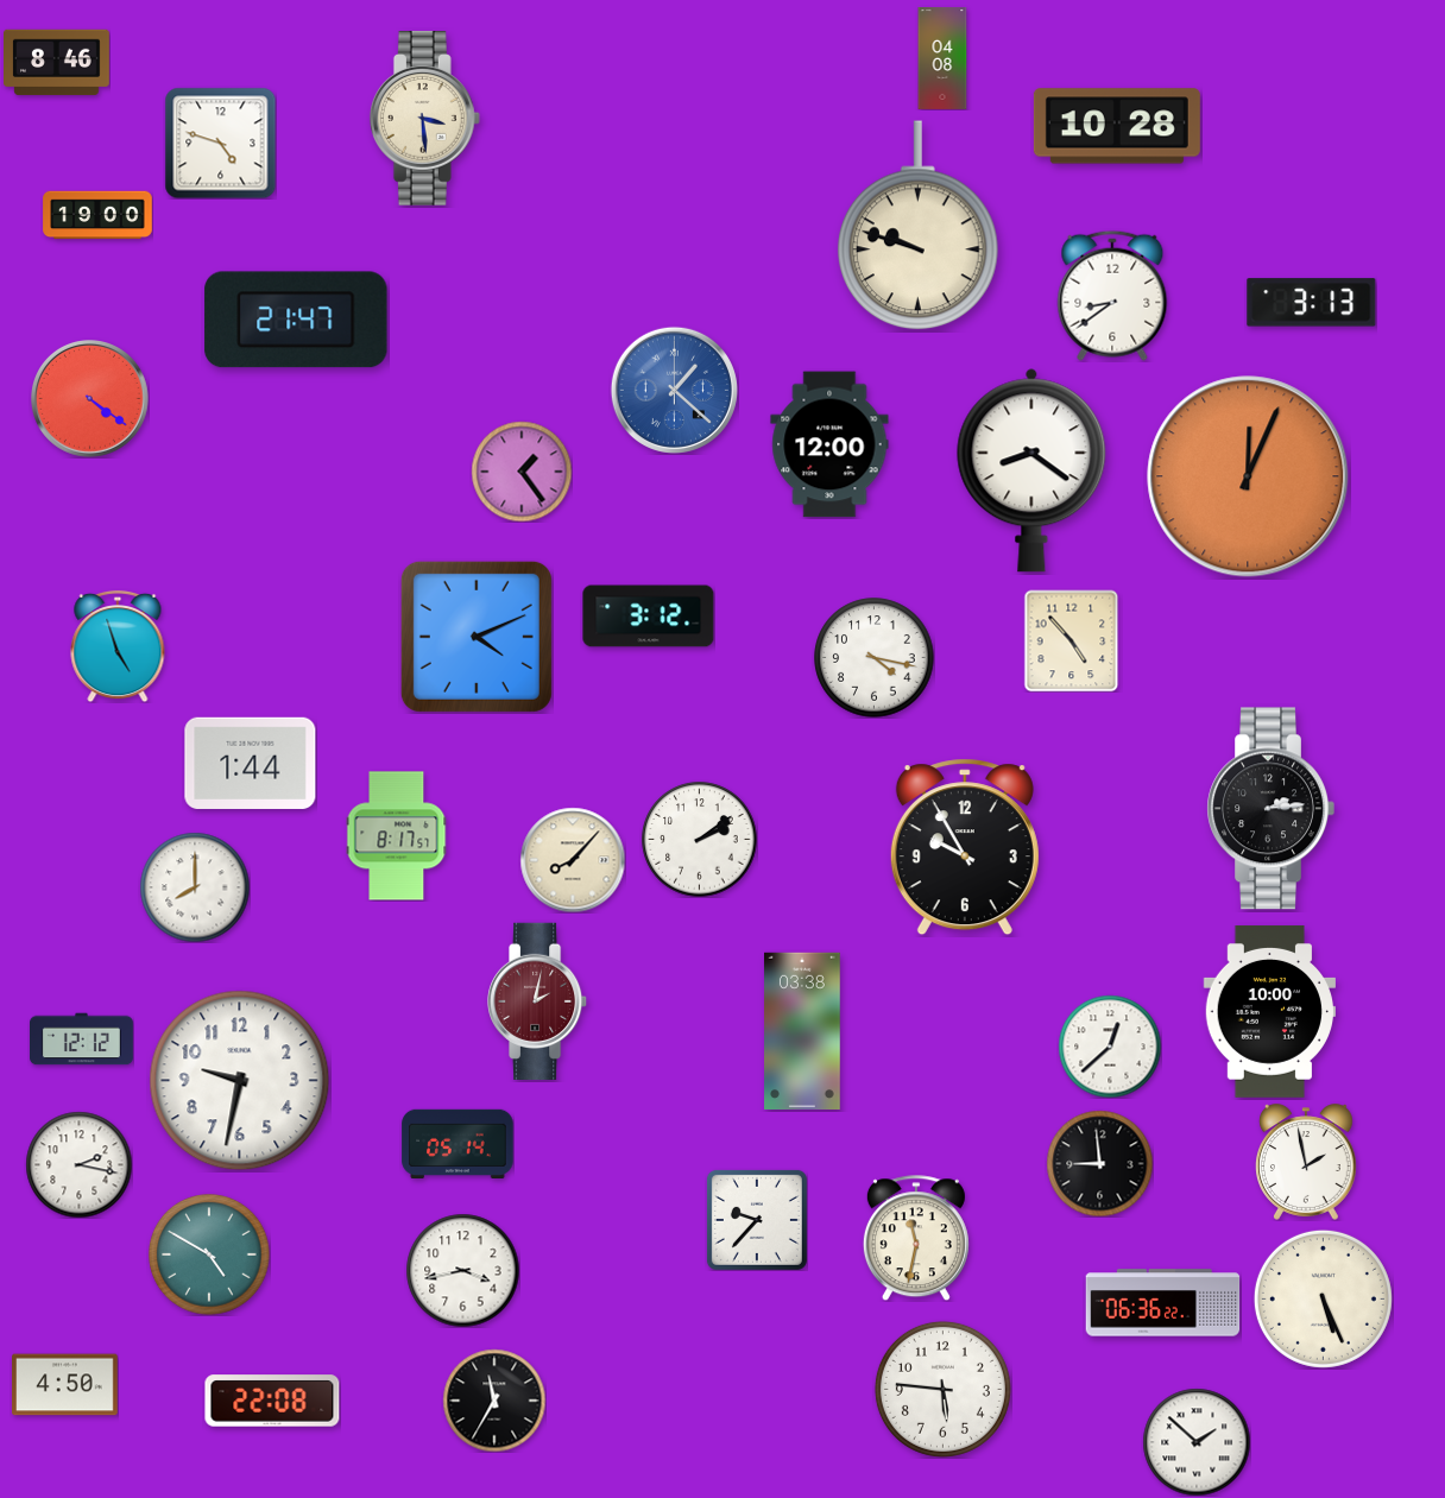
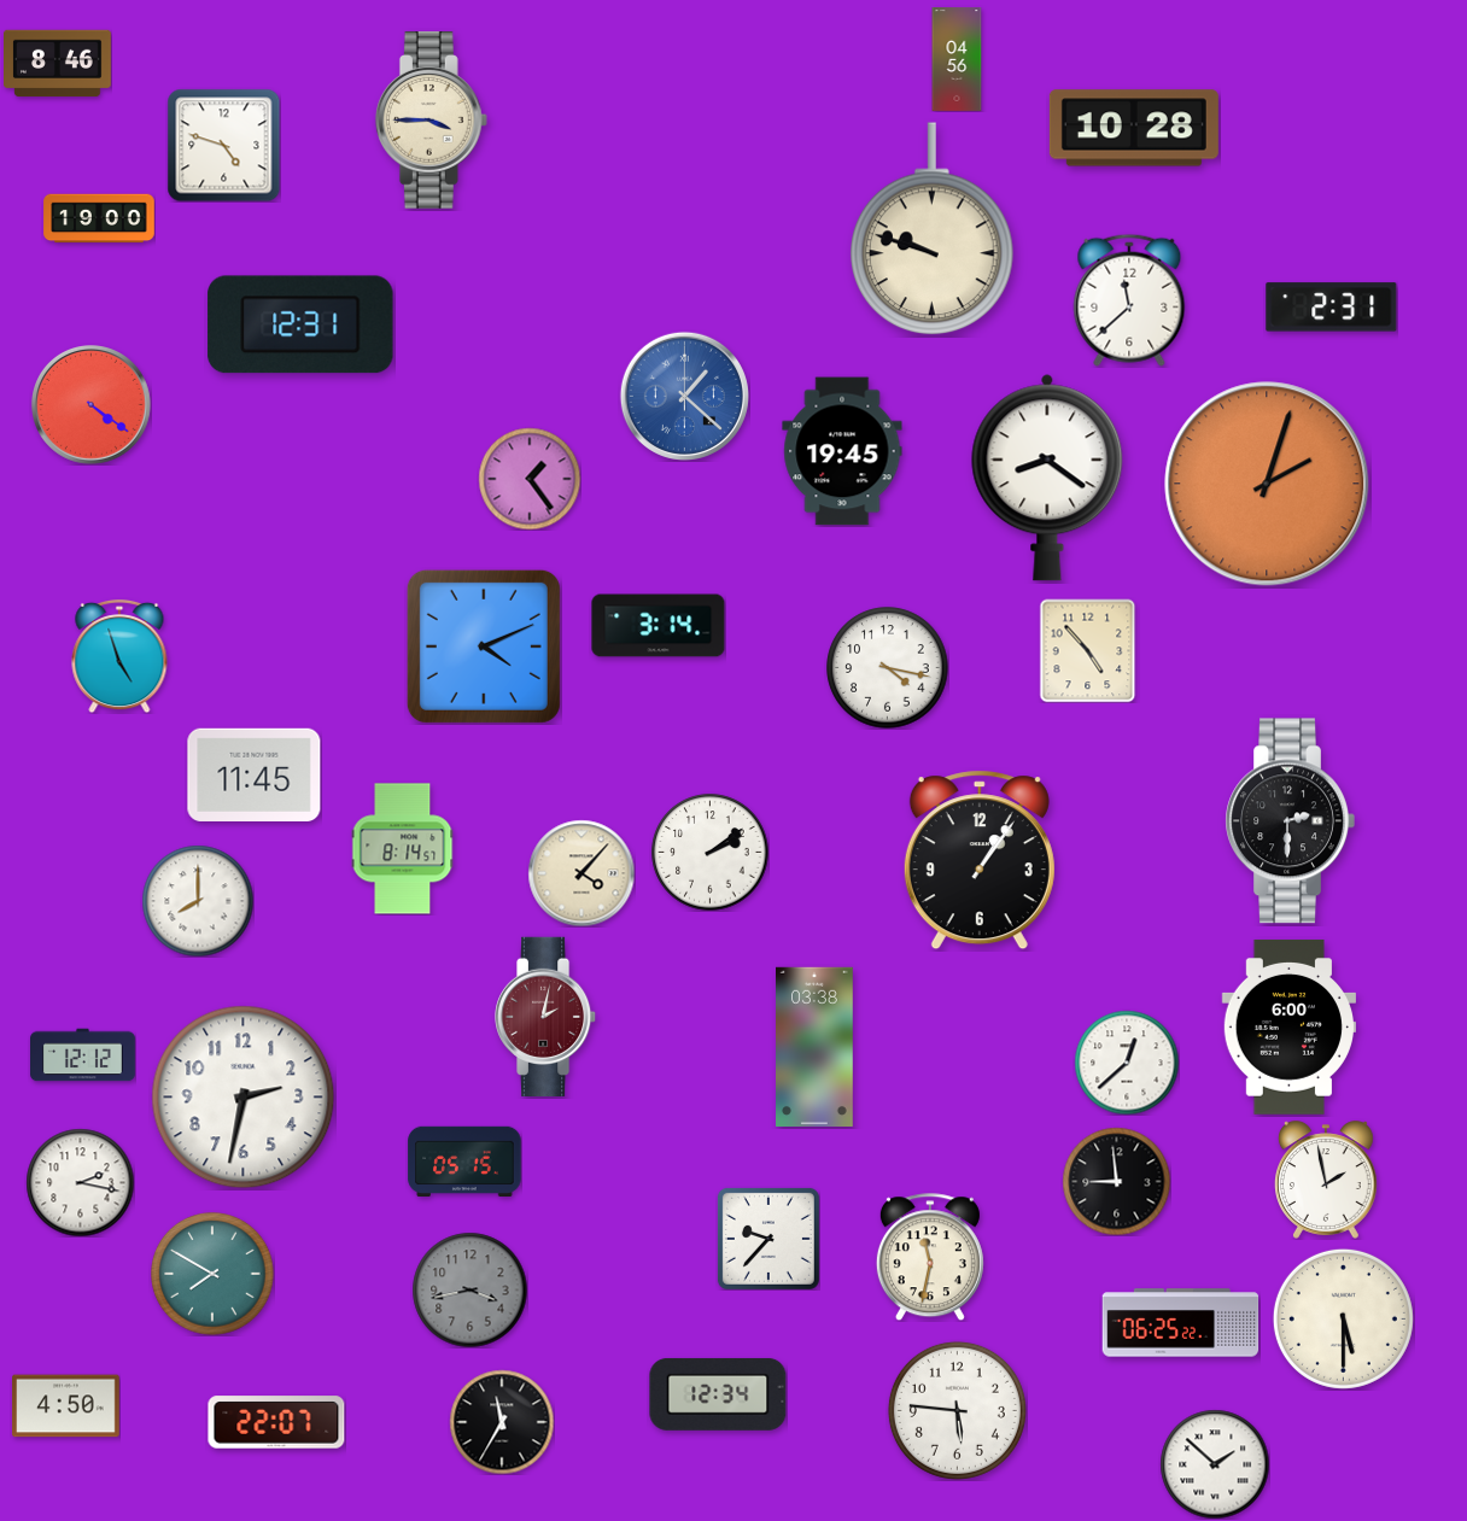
clock at (942, 59): 04:08 -> 04:56
clock at (424, 119): 3:29 -> 3:45
clock at (1112, 296): 8:39 -> 11:38
clock at (1312, 303): 3:13 -> 2:31
clock at (296, 320): 21:47 -> 12:31
clock at (829, 444): 12:00 -> 19:45
clock at (1248, 476): 12:04 -> 2:03
clock at (649, 617): 3:12 -> 3:14
clock at (251, 763): 1:44 -> 11:45
clock at (1270, 809): 2:14 -> 2:30
clock at (397, 836): 8:17 -> 8:14
clock at (965, 847): 9:55 -> 1:06
clock at (573, 860): 8:07 -> 4:07
clock at (1269, 1012): 10:00 -> 6:00
clock at (240, 1081): 9:32 -> 2:32
clock at (458, 1143): 05:14 -> 05:15
clock at (209, 1254): 4:50 -> 7:50
clock at (462, 1270) dial: white -> grey
clock at (1323, 1298): 5:26 -> 5:30
clock at (1163, 1303): 06:36 -> 06:25
clock at (718, 1394): none -> 12:34
clock at (272, 1401): 22:08 -> 22:07
